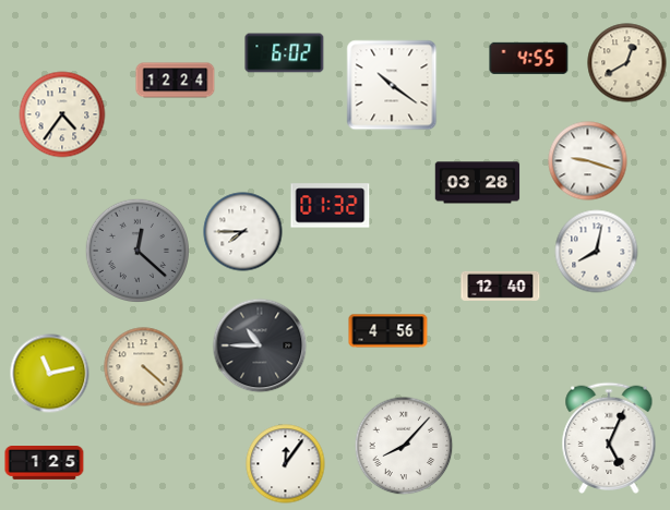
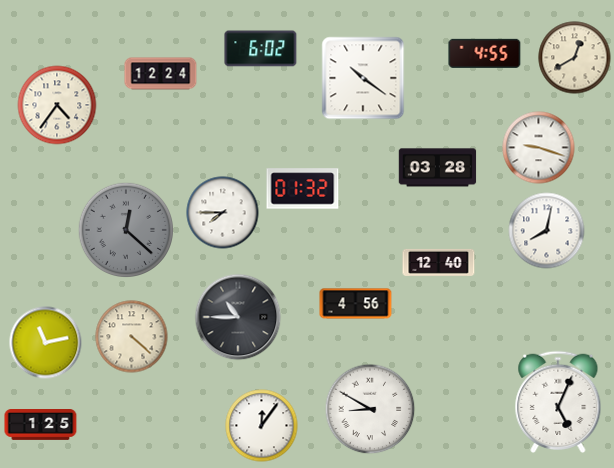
clock at (392, 85) position: (392, 85) -> (363, 78)
clock at (501, 286) position: (501, 286) -> (439, 262)
clock at (404, 446): 8:07 -> 8:50
